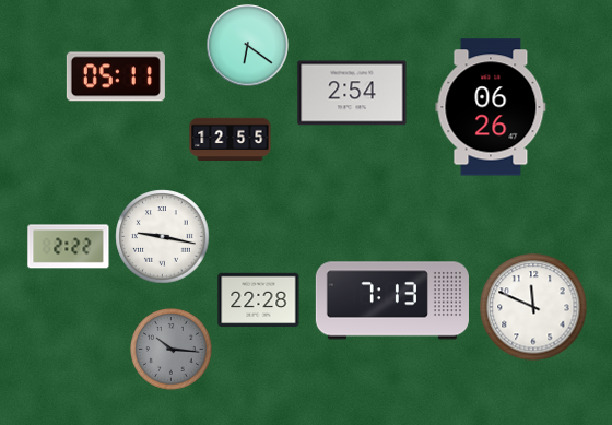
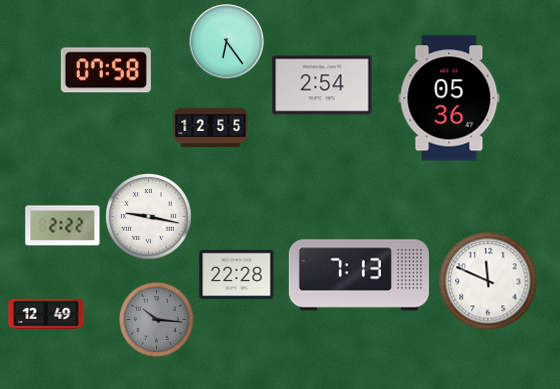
clock at (248, 46): 6:21 -> 6:24
clock at (116, 76): 05:11 -> 07:58
clock at (491, 107): 06:26 -> 05:36
clock at (46, 313): none -> 12:49
